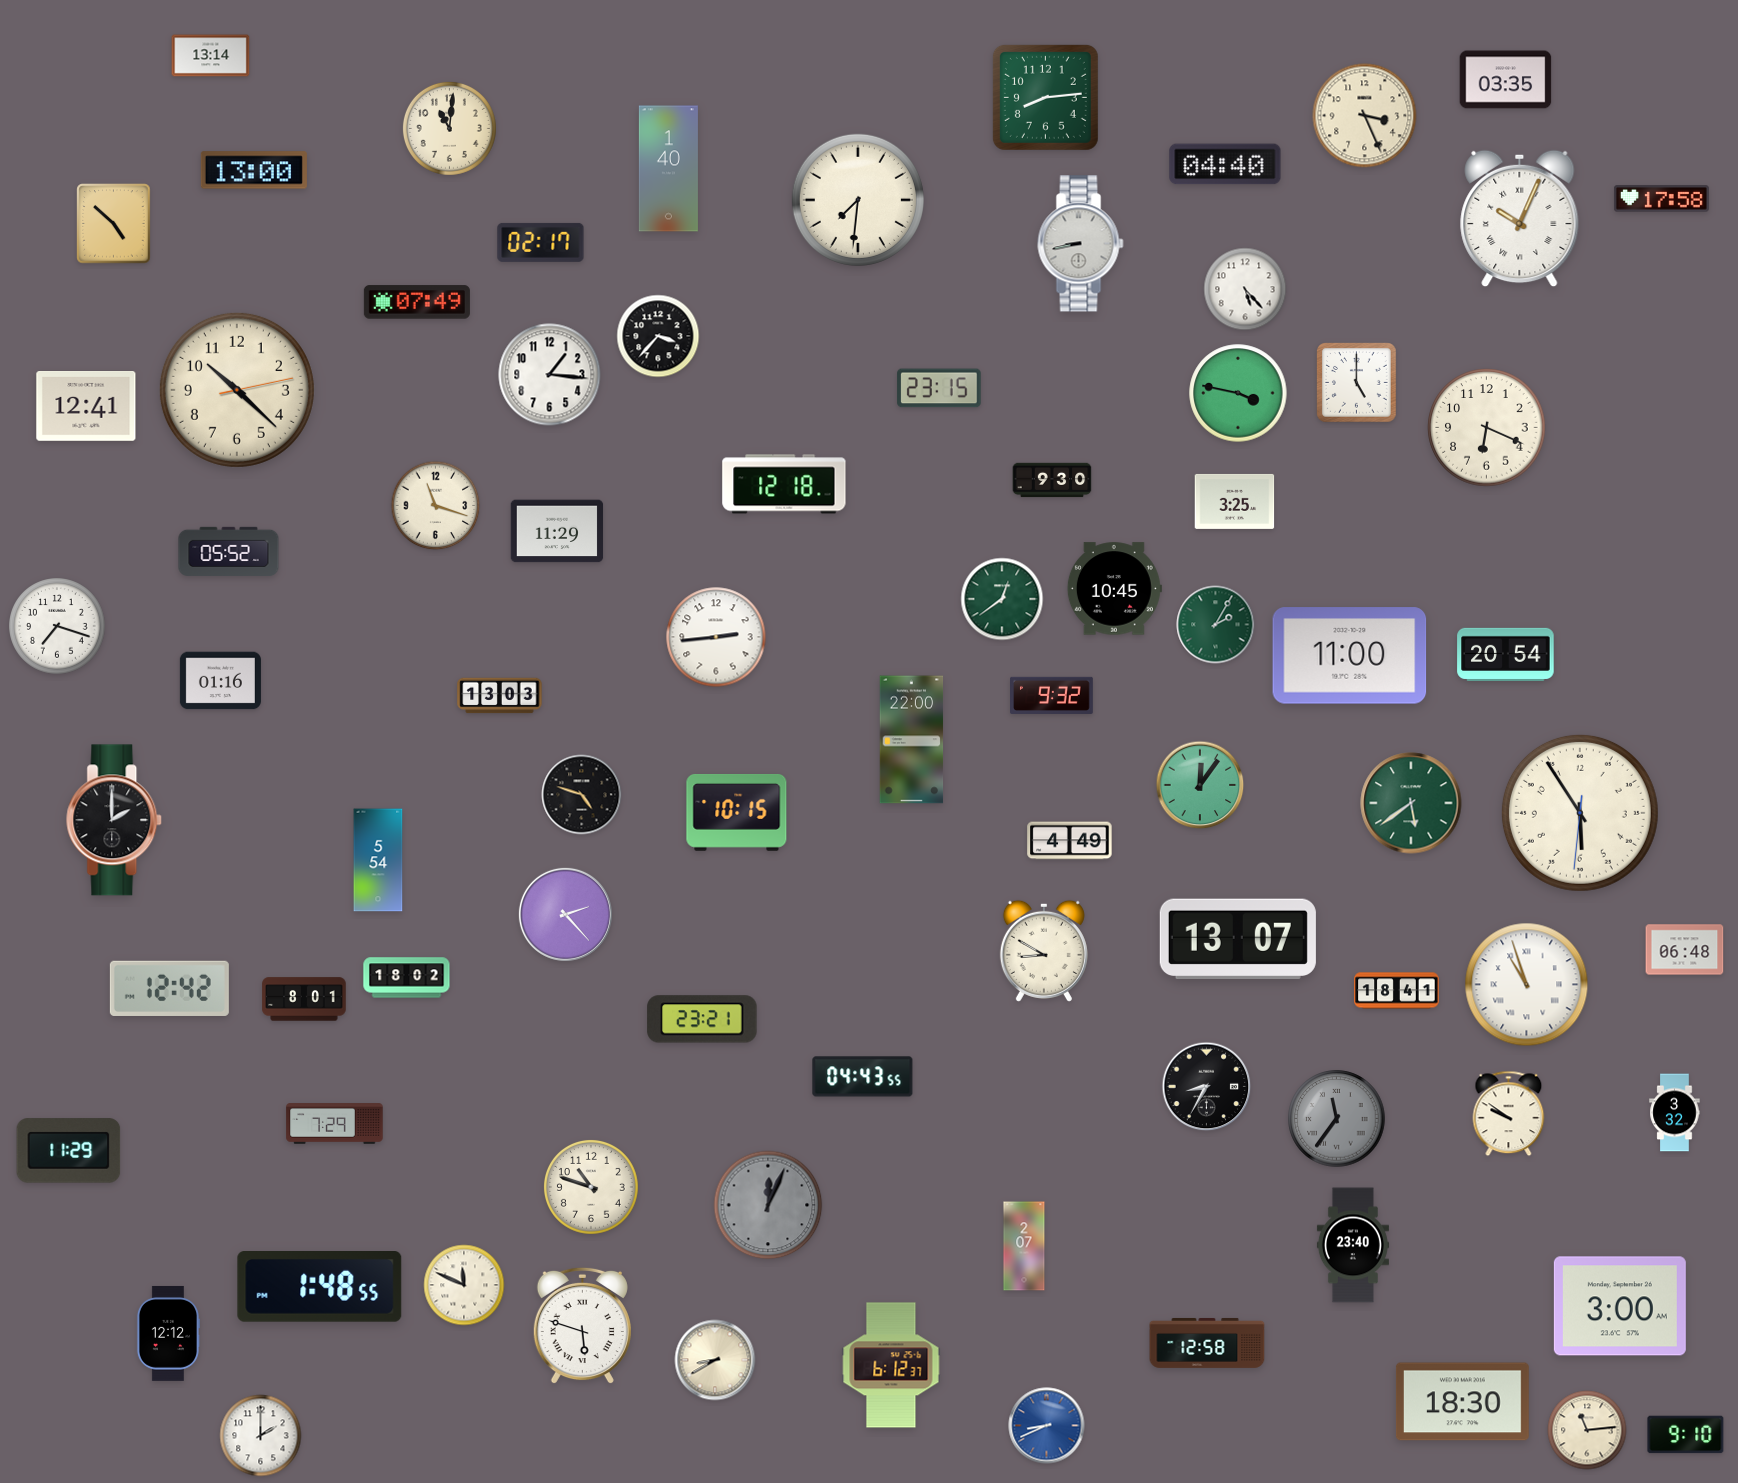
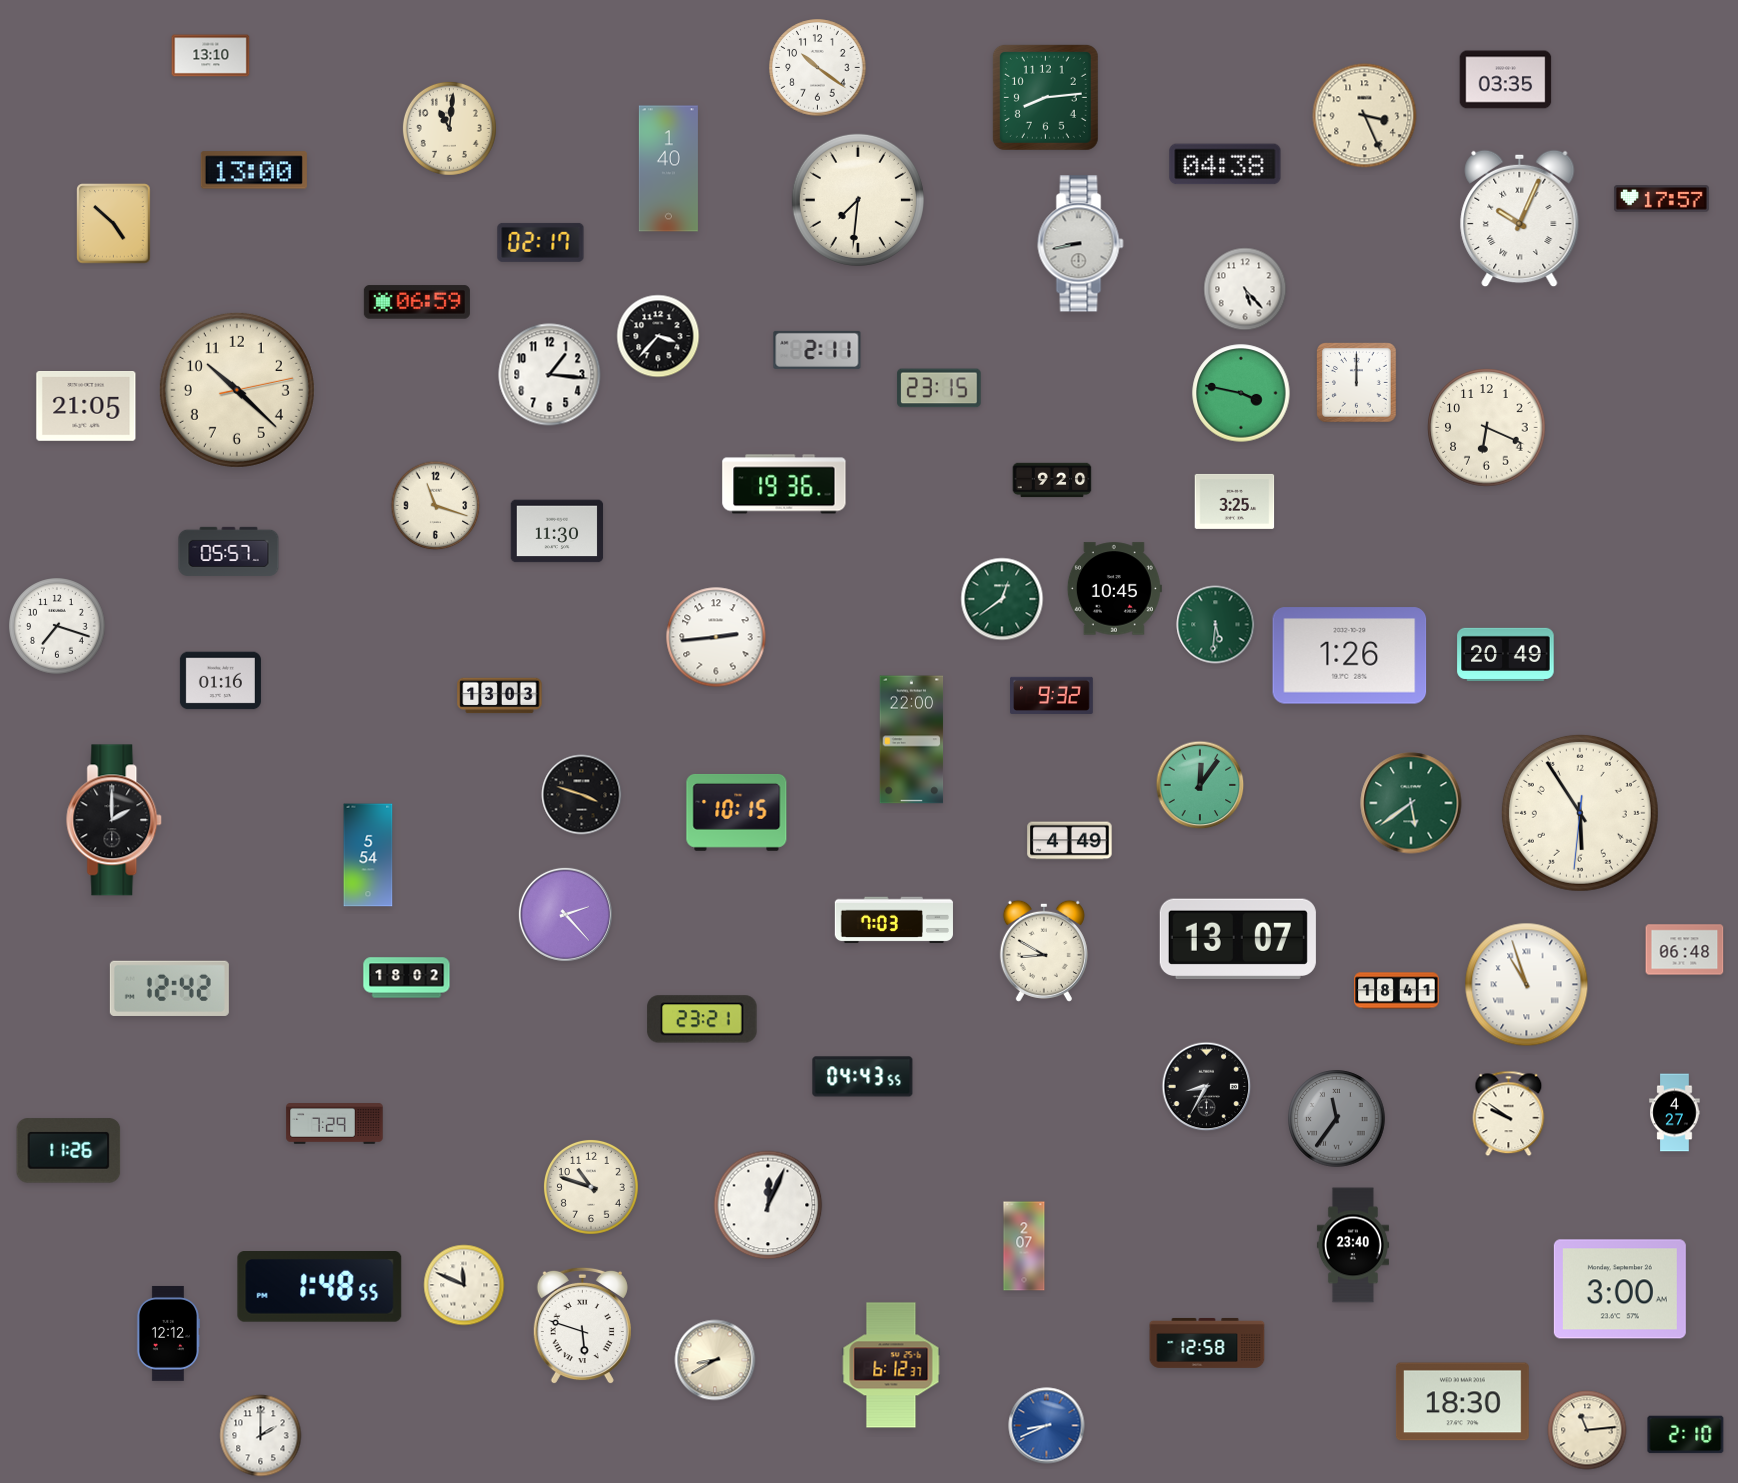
clock at (211, 56): 13:14 -> 13:10
clock at (818, 68): none -> 10:21
clock at (1225, 164): 04:40 -> 04:38
clock at (1661, 199): 17:58 -> 17:57
clock at (417, 302): 07:49 -> 06:59
clock at (817, 350): none -> 2:11
clock at (1357, 383): 5:00 -> 12:00
clock at (1238, 393) position: (1238, 393) -> (1241, 393)
clock at (86, 407): 12:41 -> 21:05
clock at (1052, 480): 9:30 -> 9:20
clock at (784, 484): 12:18 -> 19:36
clock at (557, 531): 11:29 -> 11:30
clock at (229, 551): 05:52 -> 05:57
clock at (1216, 625): 2:05 -> 5:31
clock at (1506, 654): 20:54 -> 20:49
clock at (1350, 656): 11:00 -> 1:26
clock at (582, 795): 4:48 -> 3:48
clock at (378, 860) position: (378, 860) -> (368, 855)
clock at (894, 920): none -> 7:03
clock at (304, 999): 8:01 -> none
clock at (1675, 1113): 3:32 -> 4:27
clock at (69, 1151): 11:29 -> 11:26
clock at (768, 1205) dial: grey -> white
clock at (1620, 1306) position: (1620, 1306) -> (1620, 1289)
clock at (1686, 1435): 9:10 -> 2:10
